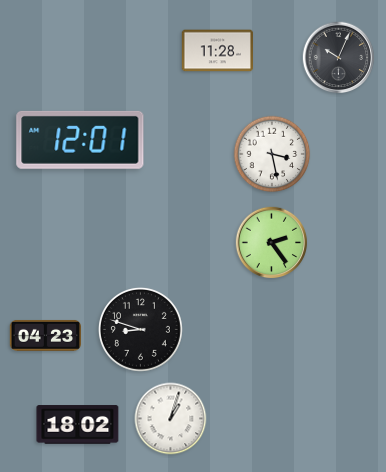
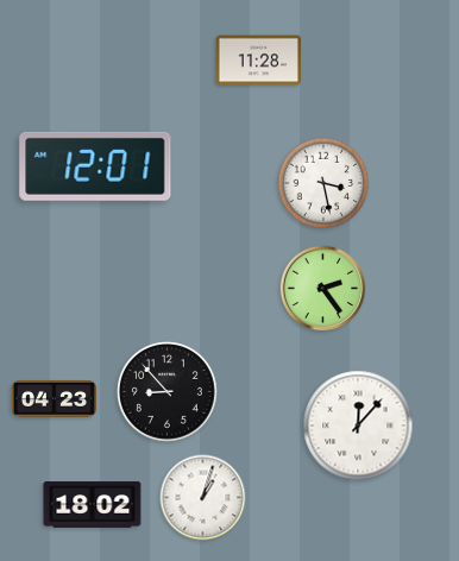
clock at (339, 58): 10:04 -> none
clock at (141, 330): 8:48 -> 8:53
clock at (358, 426): none -> 12:07
